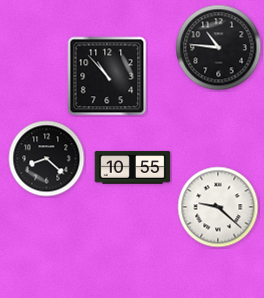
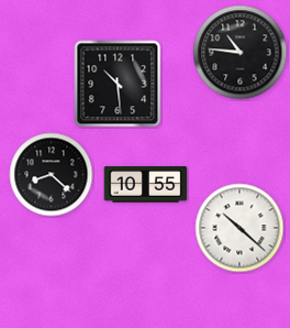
clock at (107, 76): 10:53 -> 10:29
clock at (218, 207): 9:22 -> 10:22
